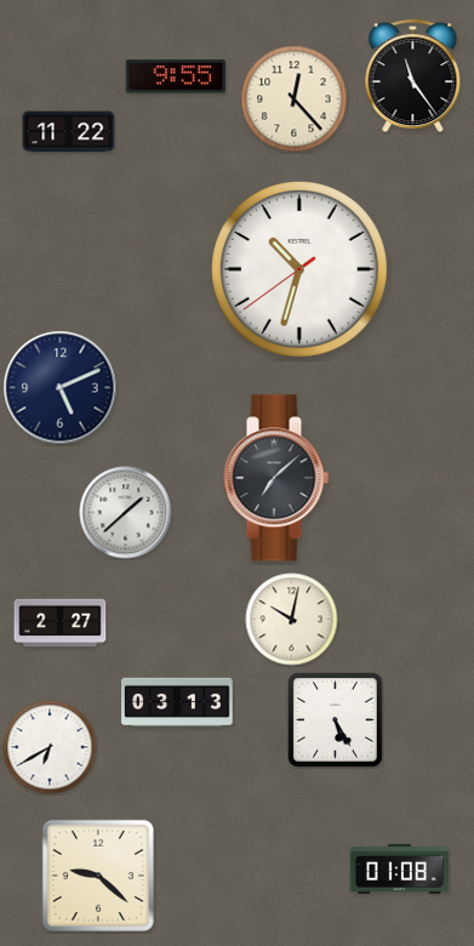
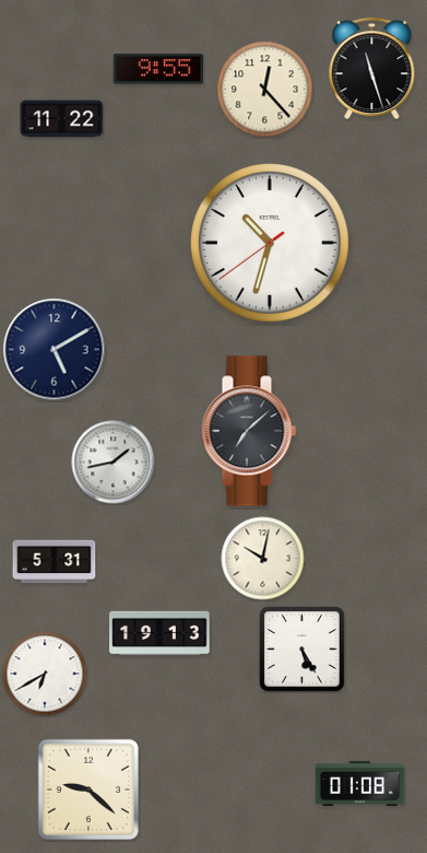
clock at (413, 76): 11:24 -> 11:27
clock at (61, 388): 5:11 -> 5:10
clock at (126, 513): 1:38 -> 1:43
clock at (61, 623): 2:27 -> 5:31
clock at (177, 701): 03:13 -> 19:13
